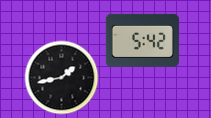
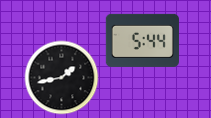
clock at (142, 40): 5:42 -> 5:44
